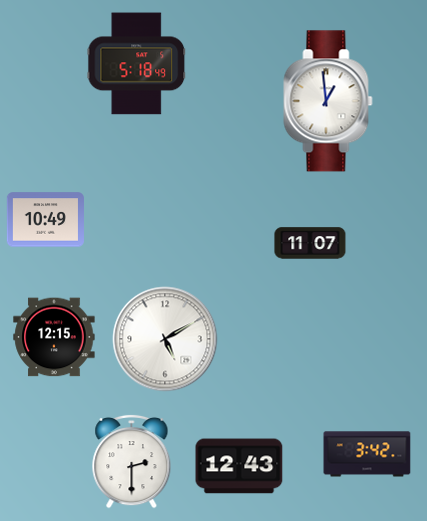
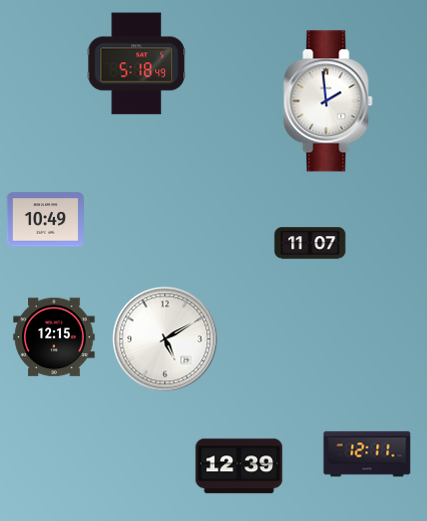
clock at (328, 101): 12:59 -> 1:59
clock at (367, 454): 3:42 -> 12:11
clock at (132, 461): 2:30 -> none
clock at (239, 466): 12:43 -> 12:39
